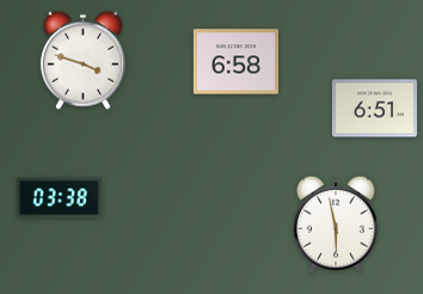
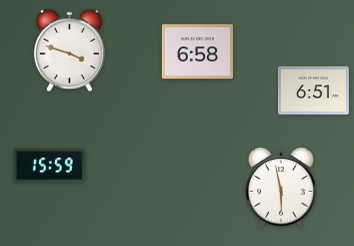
clock at (59, 198): 03:38 -> 15:59
